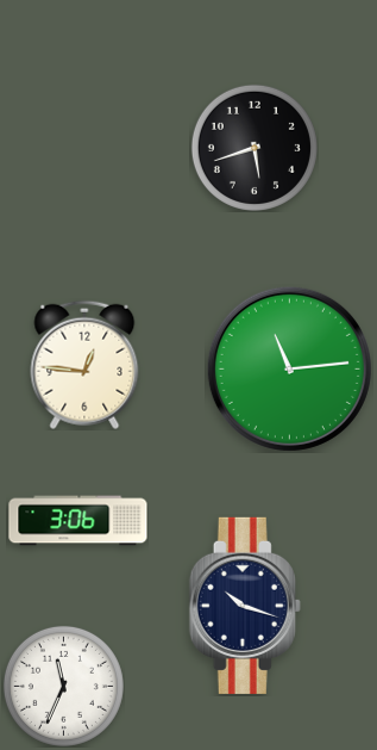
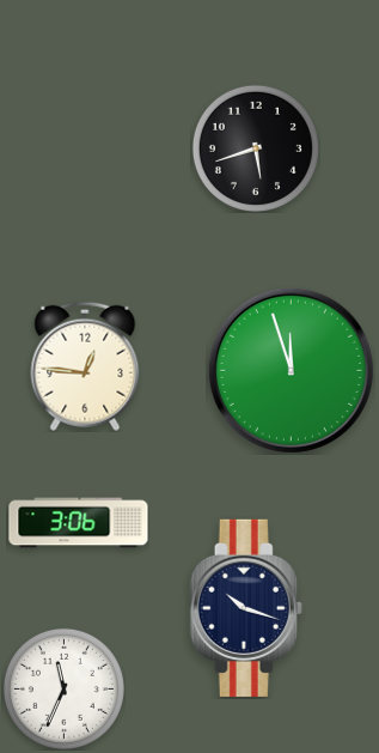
clock at (289, 368): 11:14 -> 11:57
